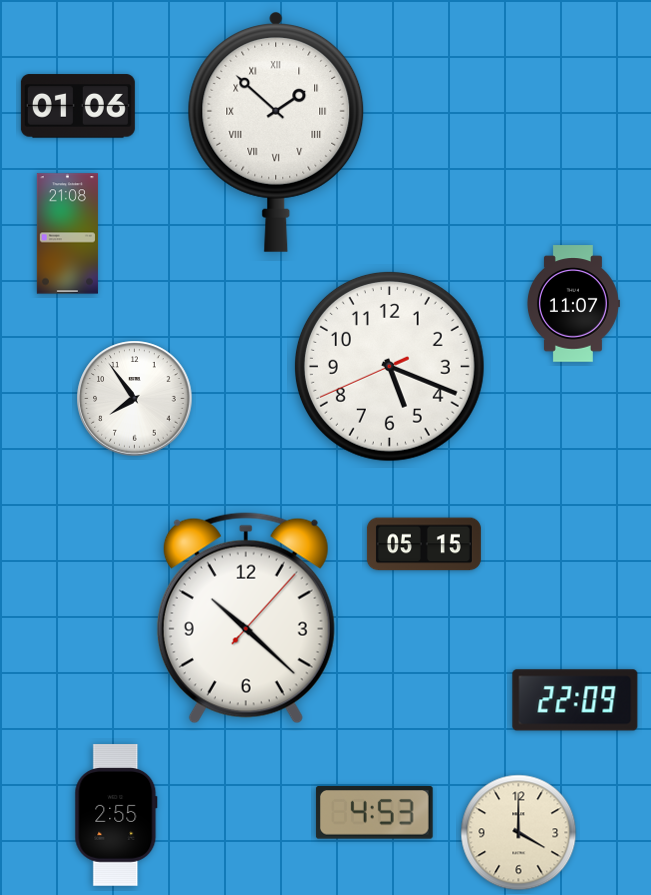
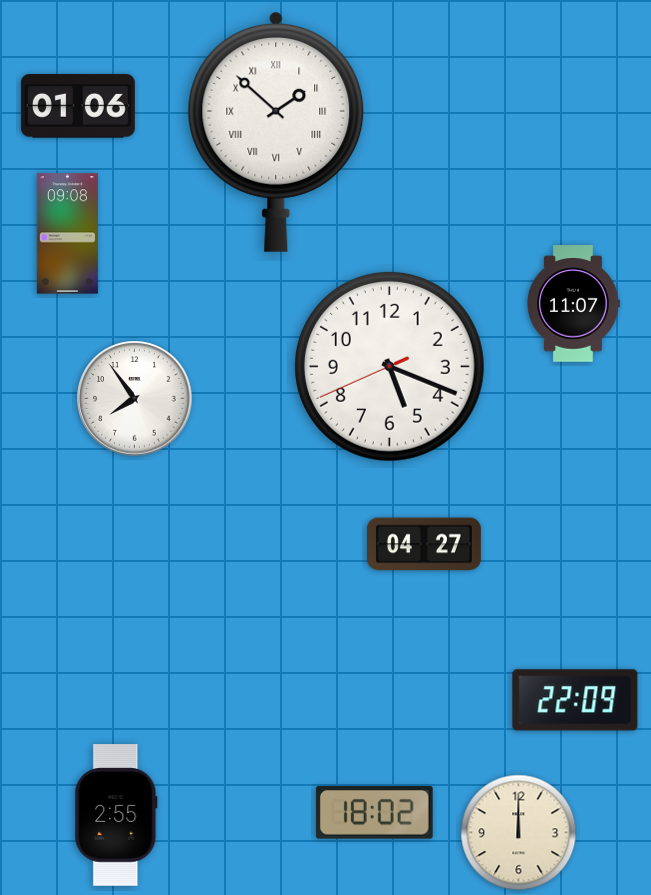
clock at (67, 234): 21:08 -> 09:08
clock at (424, 544): 05:15 -> 04:27
clock at (246, 618): 10:22 -> none
clock at (374, 813): 4:53 -> 18:02
clock at (519, 833): 4:00 -> 12:00
